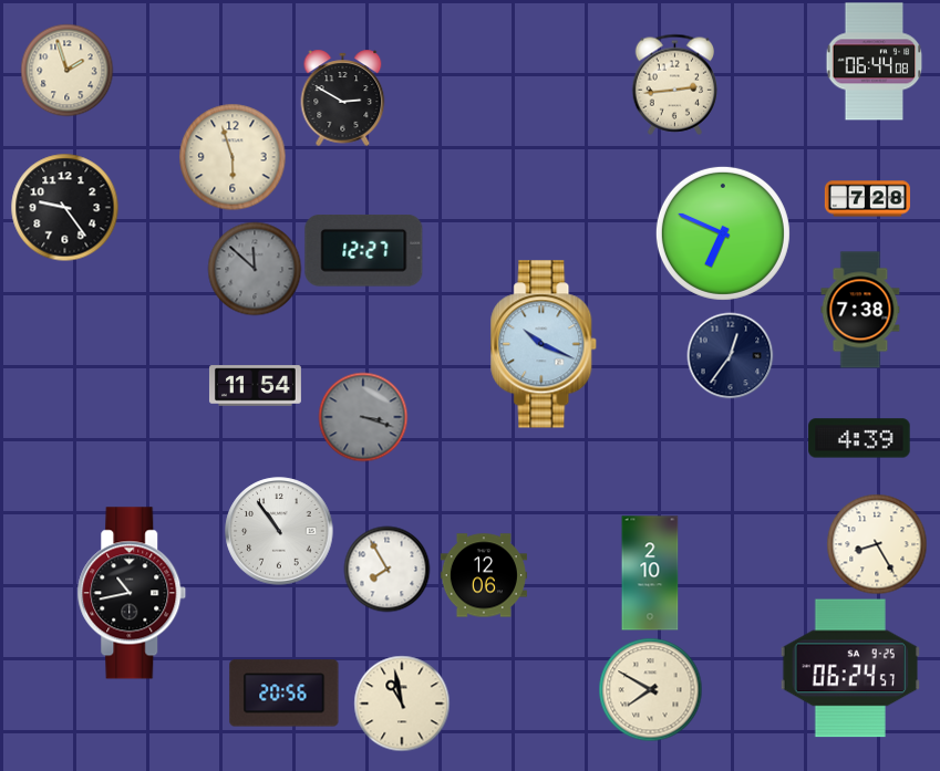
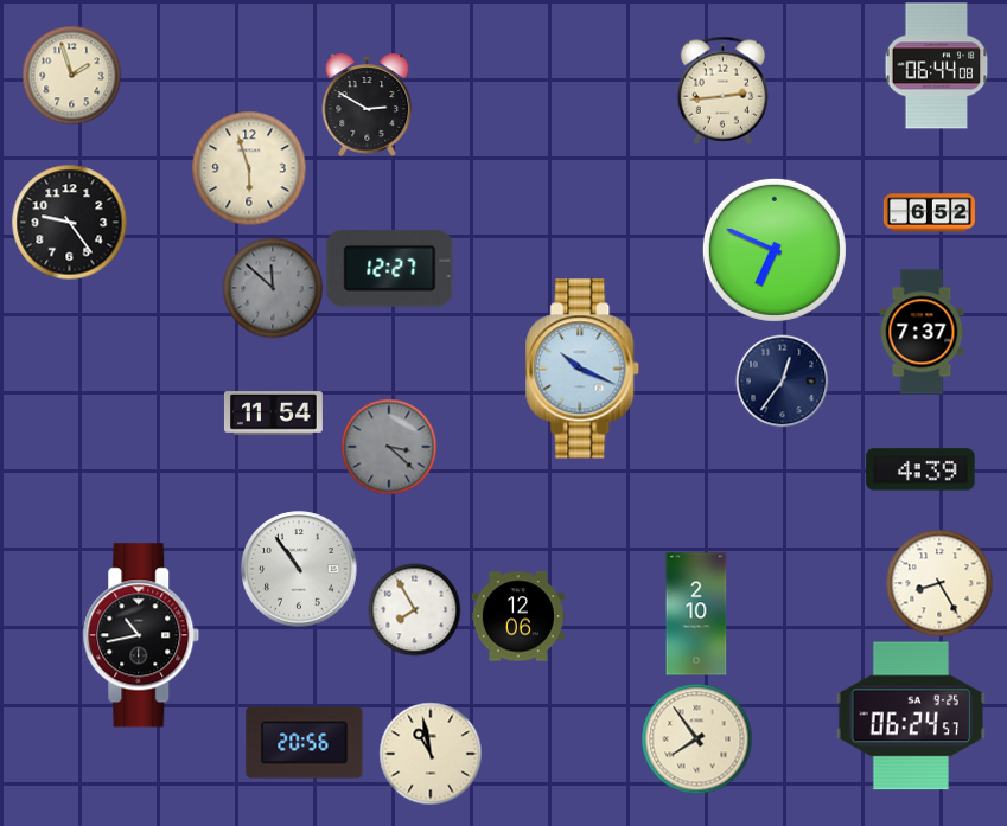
clock at (867, 199): 7:28 -> 6:52
clock at (860, 310): 7:38 -> 7:37
clock at (363, 417): 3:18 -> 3:22
clock at (650, 689): 7:50 -> 7:54
